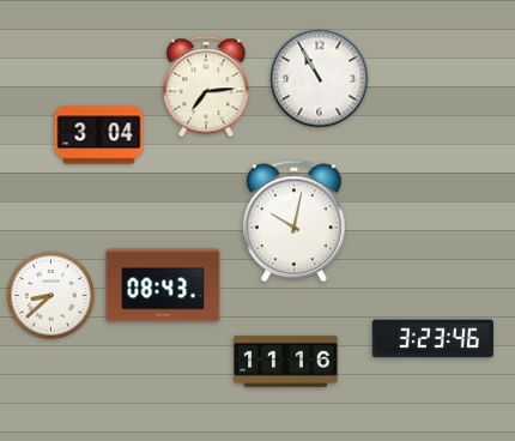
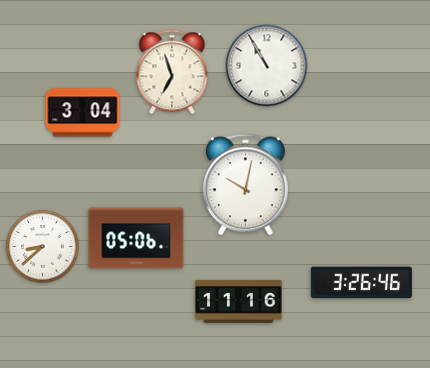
clock at (206, 86): 7:14 -> 6:57
clock at (163, 285): 08:43 -> 05:06
clock at (432, 339): 3:23 -> 3:26
